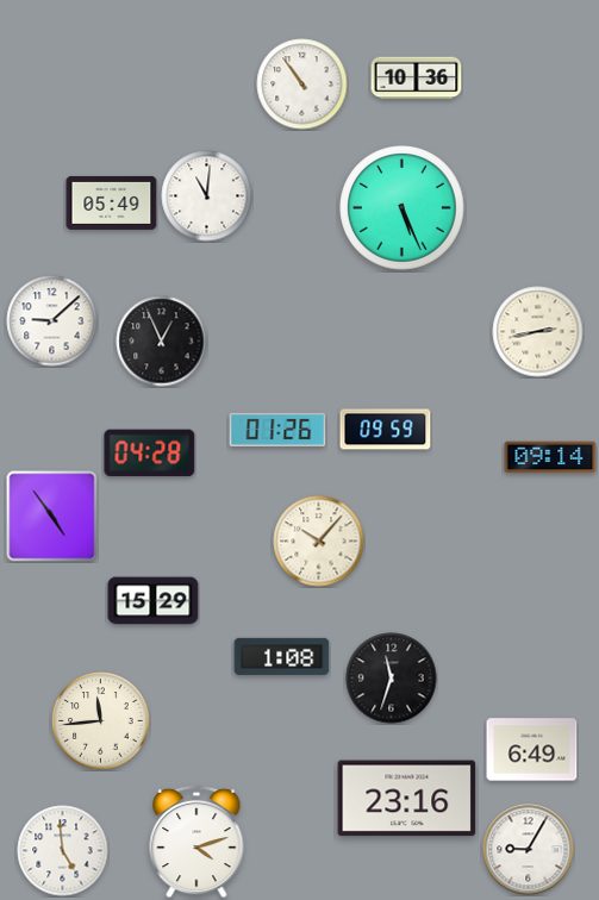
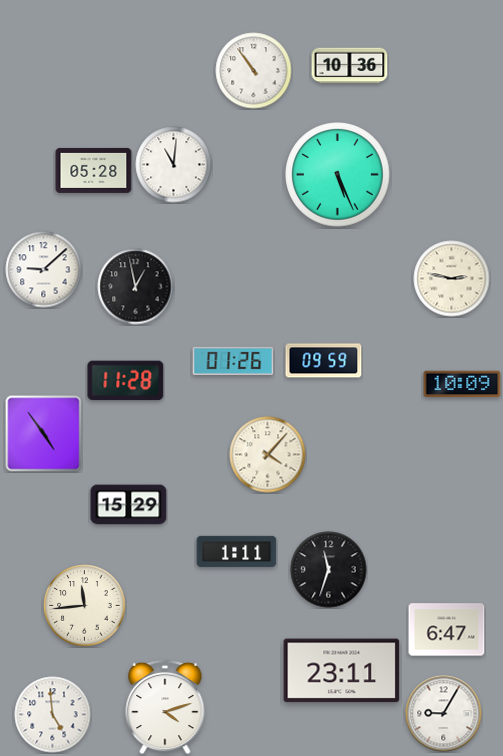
clock at (112, 202): 05:49 -> 05:28
clock at (538, 332): 2:43 -> 2:47
clock at (162, 342): 12:56 -> 12:58
clock at (150, 454): 04:28 -> 11:28
clock at (550, 457): 09:14 -> 10:09
clock at (319, 542): 10:07 -> 4:07
clock at (282, 656): 1:08 -> 1:11
clock at (532, 750): 6:49 -> 6:47
clock at (407, 799): 23:16 -> 23:11
